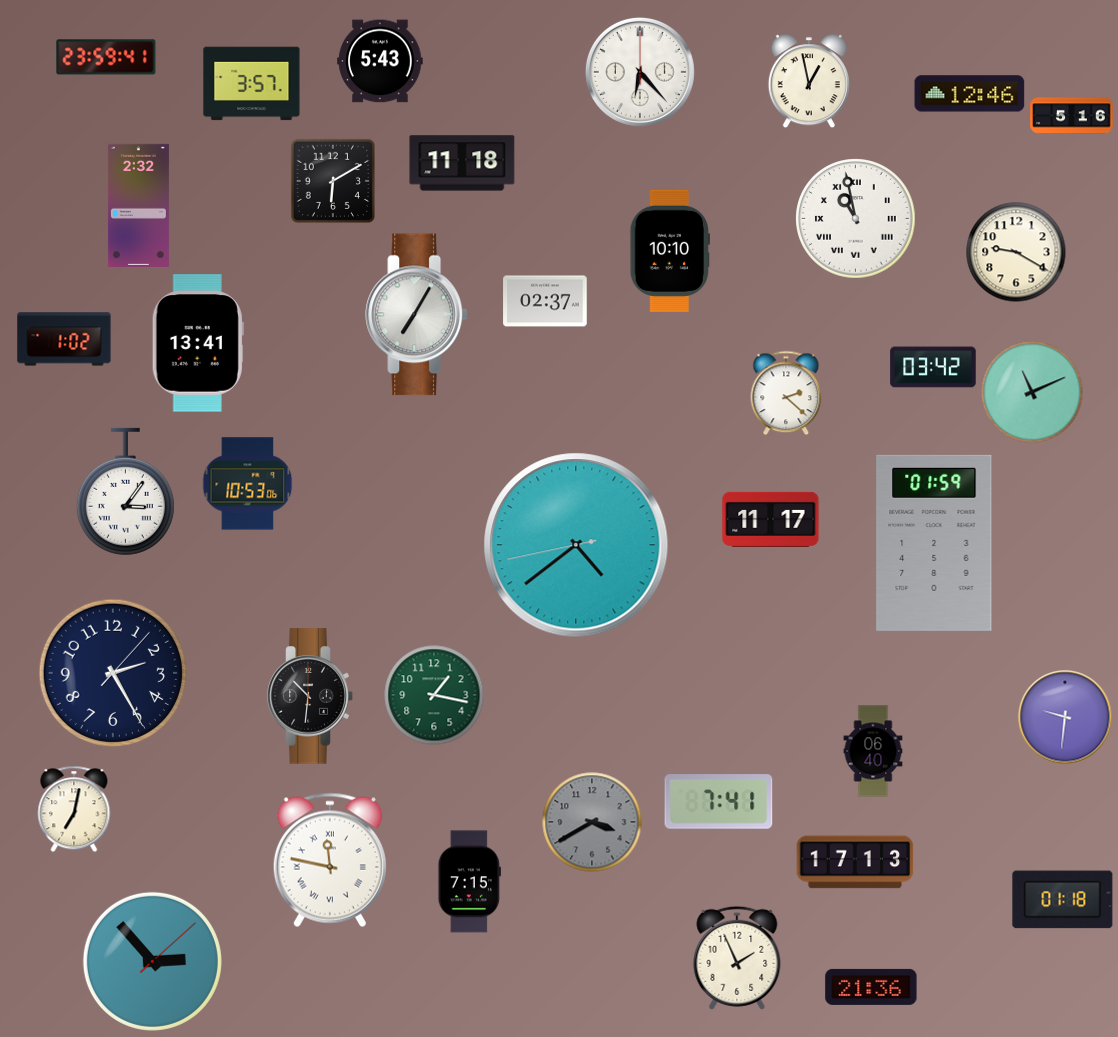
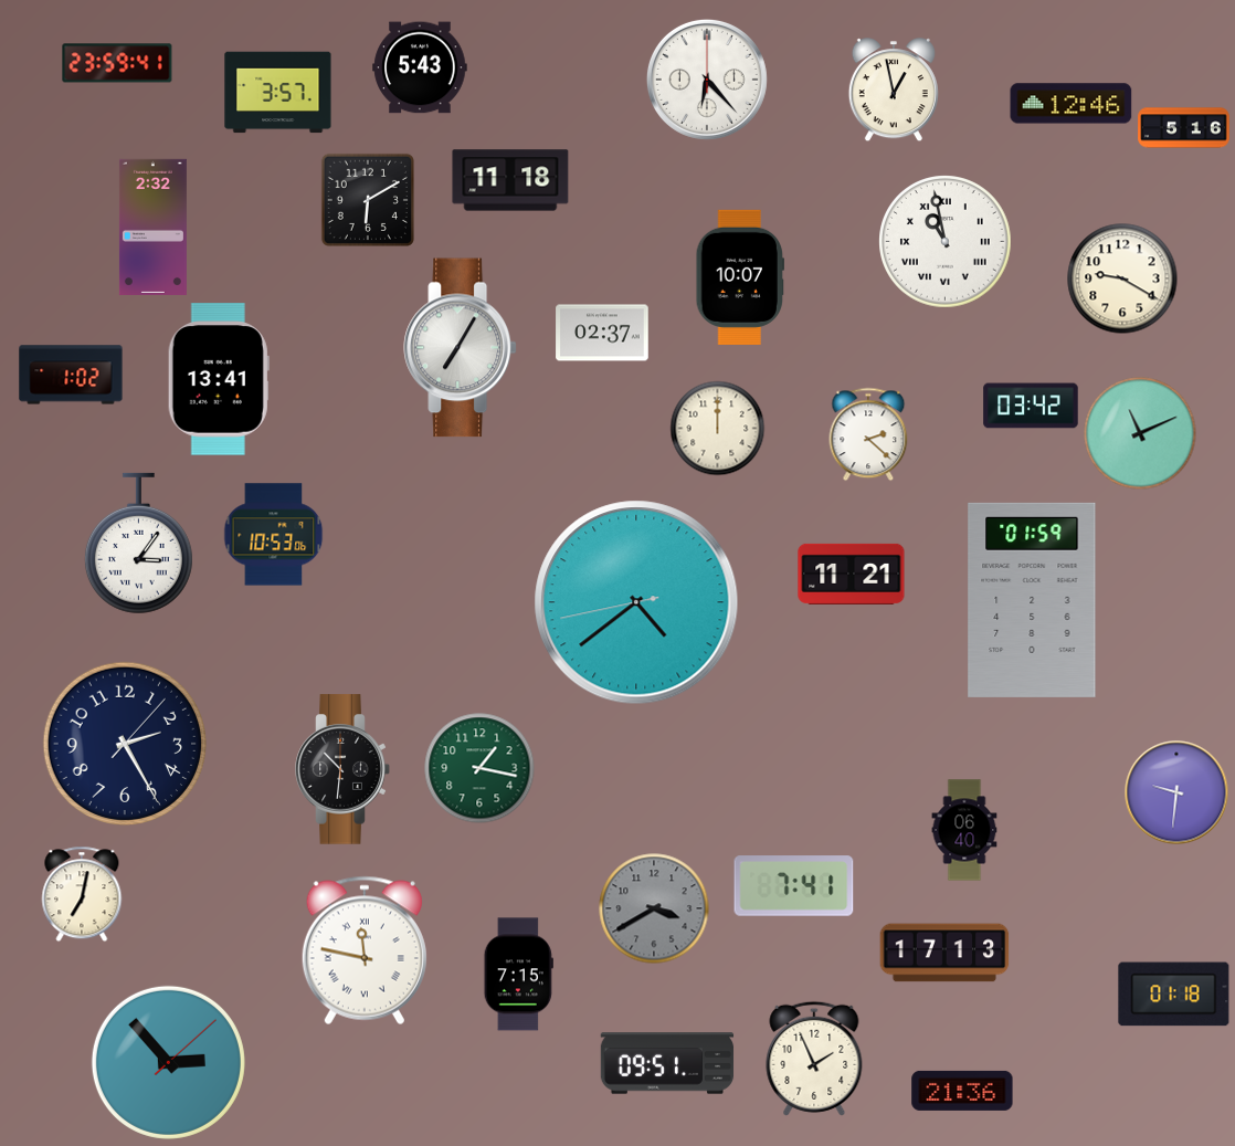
clock at (669, 251): 10:10 -> 10:07
clock at (717, 428): none -> 12:00
clock at (771, 519): 11:17 -> 11:21
clock at (667, 1063): none -> 09:51
